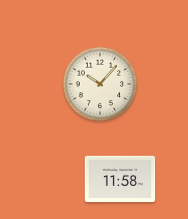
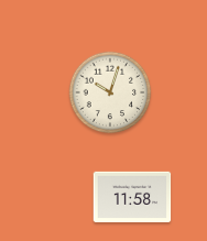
clock at (100, 84): 10:07 -> 10:03
